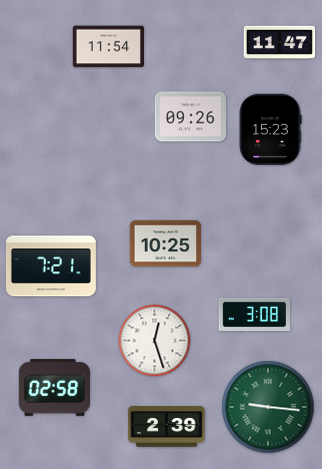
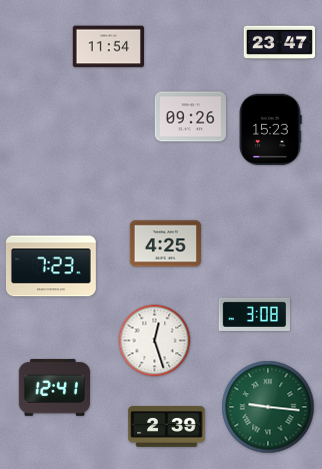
clock at (280, 43): 11:47 -> 23:47
clock at (166, 244): 10:25 -> 4:25
clock at (51, 266): 7:21 -> 7:23
clock at (54, 387): 02:58 -> 12:41
